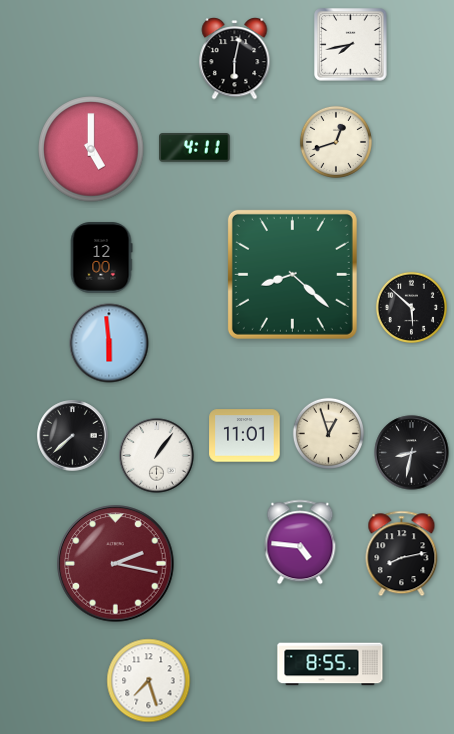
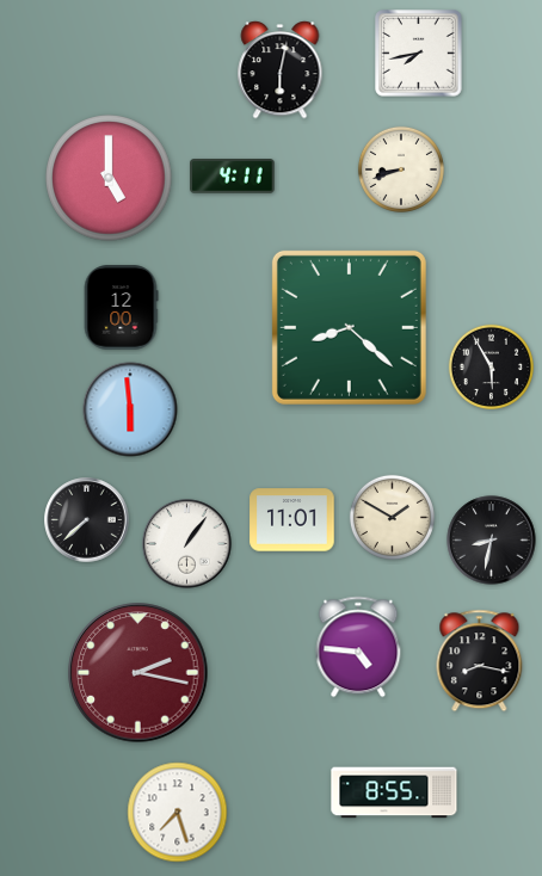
clock at (336, 142): 12:42 -> 8:42
clock at (411, 307): 5:52 -> 5:55
clock at (328, 433): 12:57 -> 1:50
clock at (402, 554): 8:13 -> 8:17
